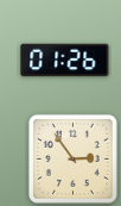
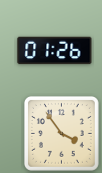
clock at (72, 158): 2:54 -> 3:54
